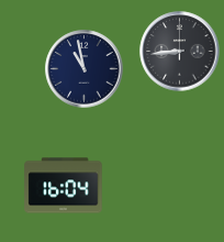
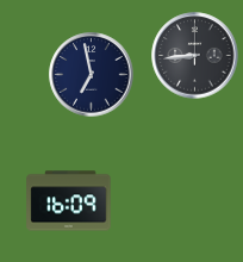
clock at (85, 69): 10:58 -> 6:58
clock at (64, 186): 16:04 -> 16:09
